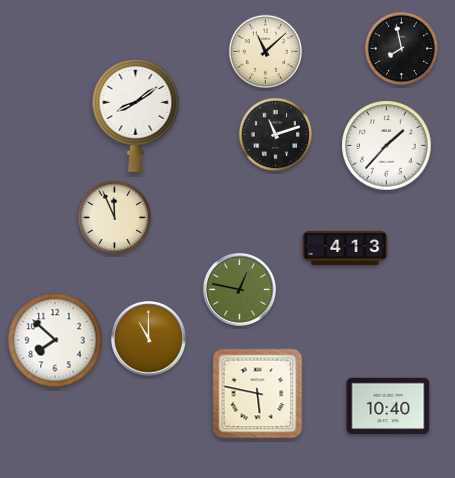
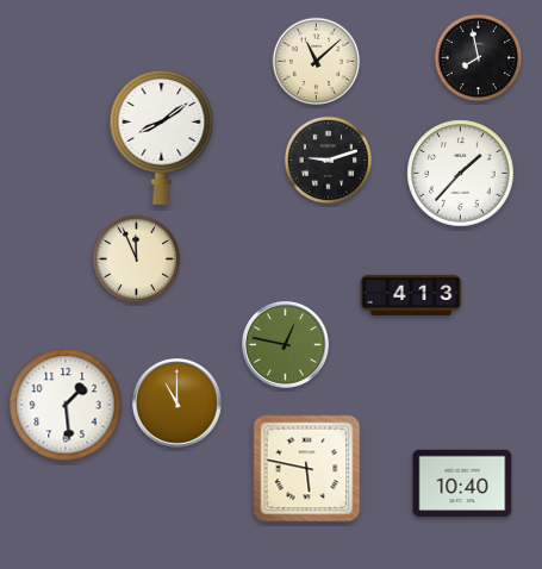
clock at (276, 135): 11:12 -> 9:12
clock at (55, 340): 7:52 -> 1:29
